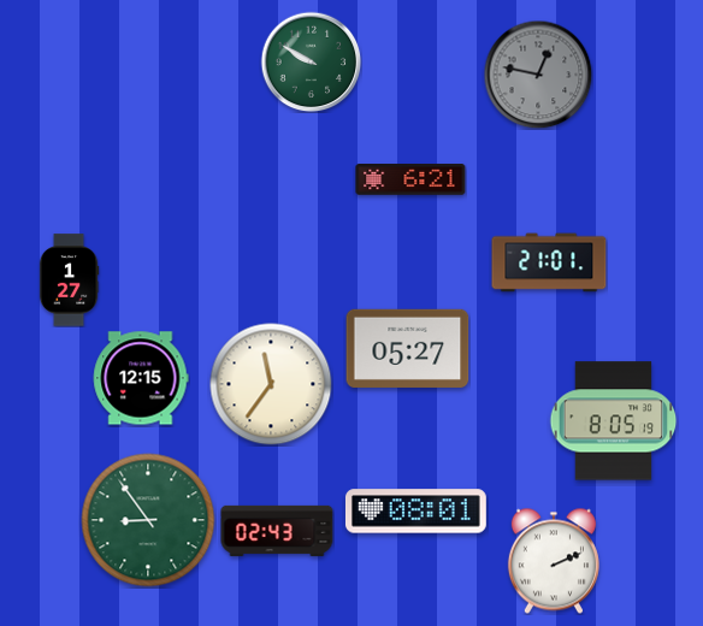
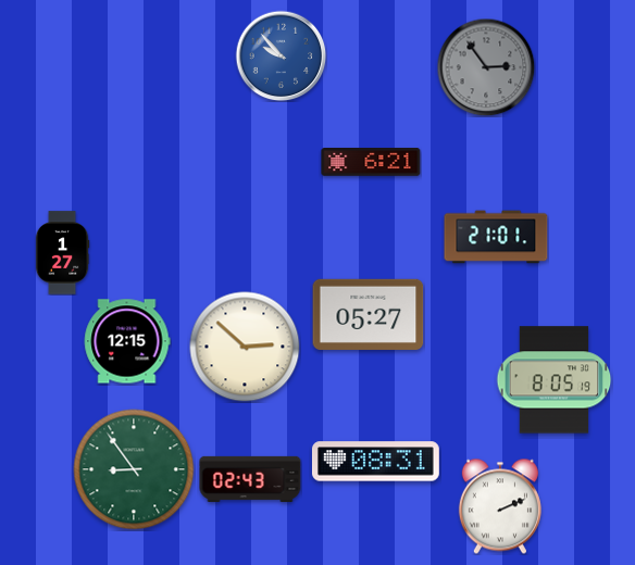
clock at (311, 61): 9:50 -> 9:53
clock at (311, 61) dial: green -> blue
clock at (538, 75): 12:47 -> 2:54
clock at (271, 384): 11:36 -> 2:52
clock at (415, 512): 08:01 -> 08:31
